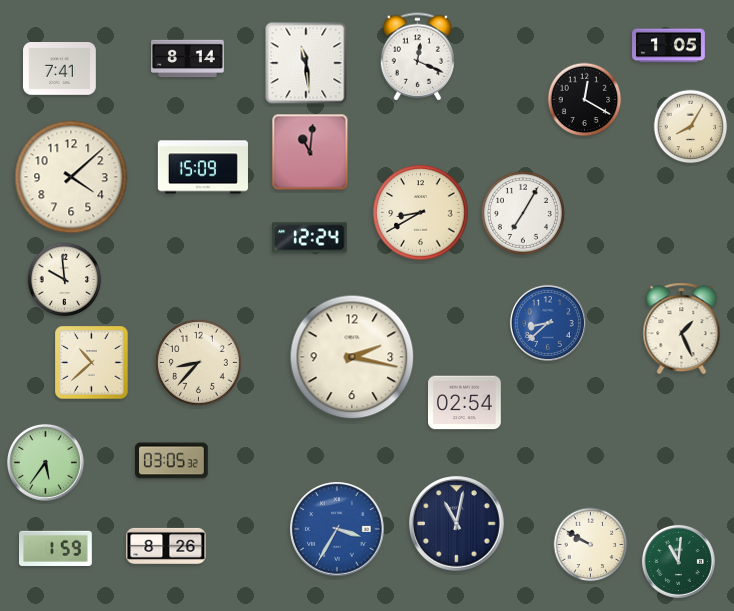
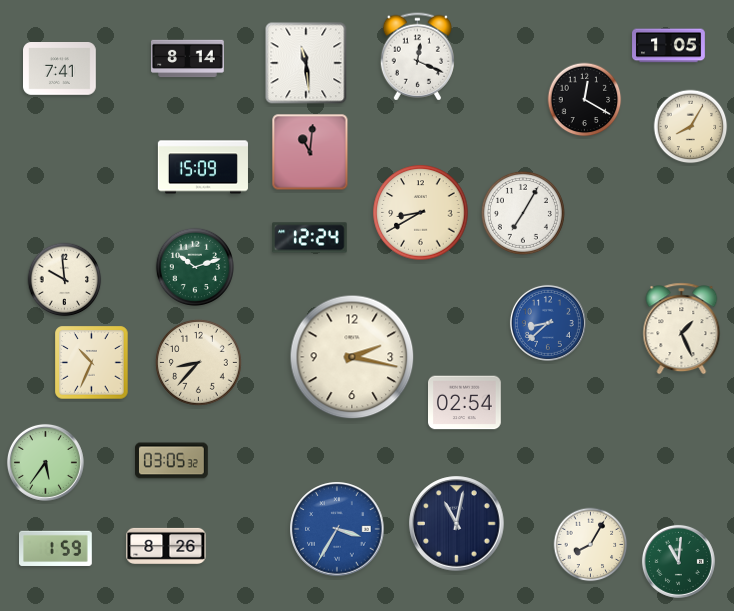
clock at (71, 177): 4:08 -> none
clock at (194, 266): none -> 10:12
clock at (92, 363): 10:38 -> 10:34
clock at (591, 545): 9:50 -> 8:05
